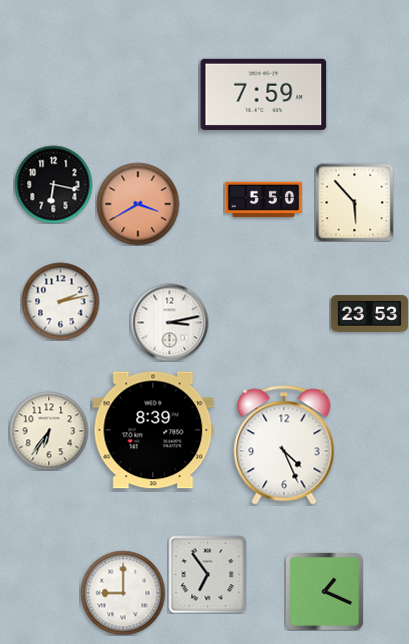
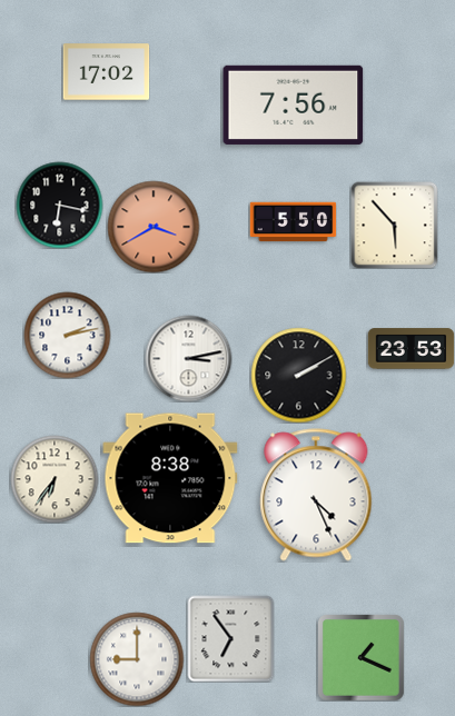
clock at (106, 72): none -> 17:02
clock at (264, 94): 7:59 -> 7:56
clock at (298, 375): none -> 2:10
clock at (153, 430): 8:39 -> 8:38
